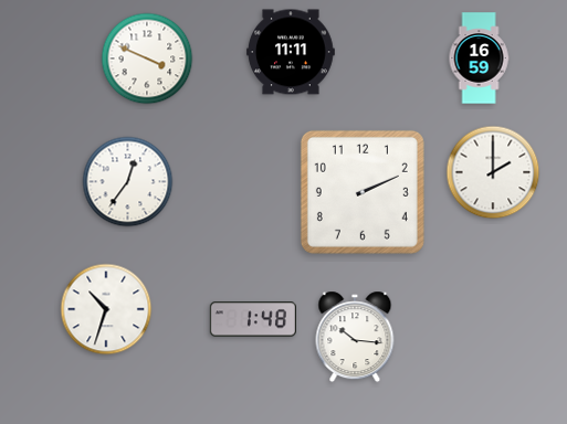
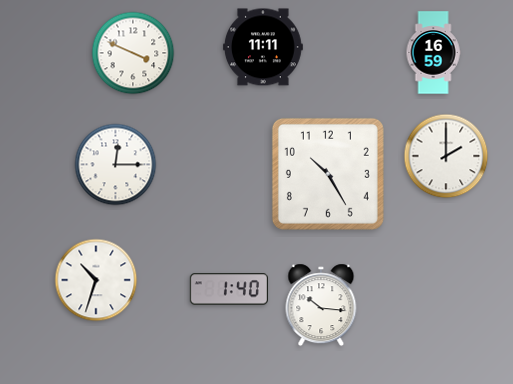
clock at (128, 182): 12:36 -> 12:15
clock at (363, 192): 2:11 -> 10:25
clock at (253, 319): 1:48 -> 1:40
